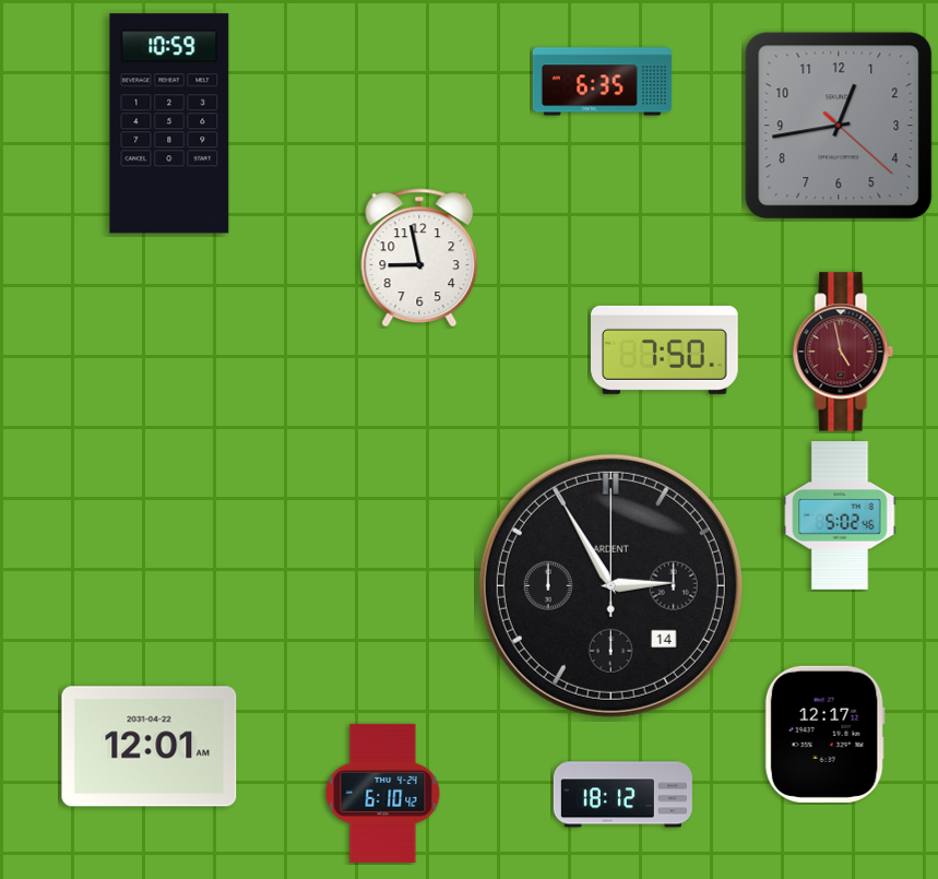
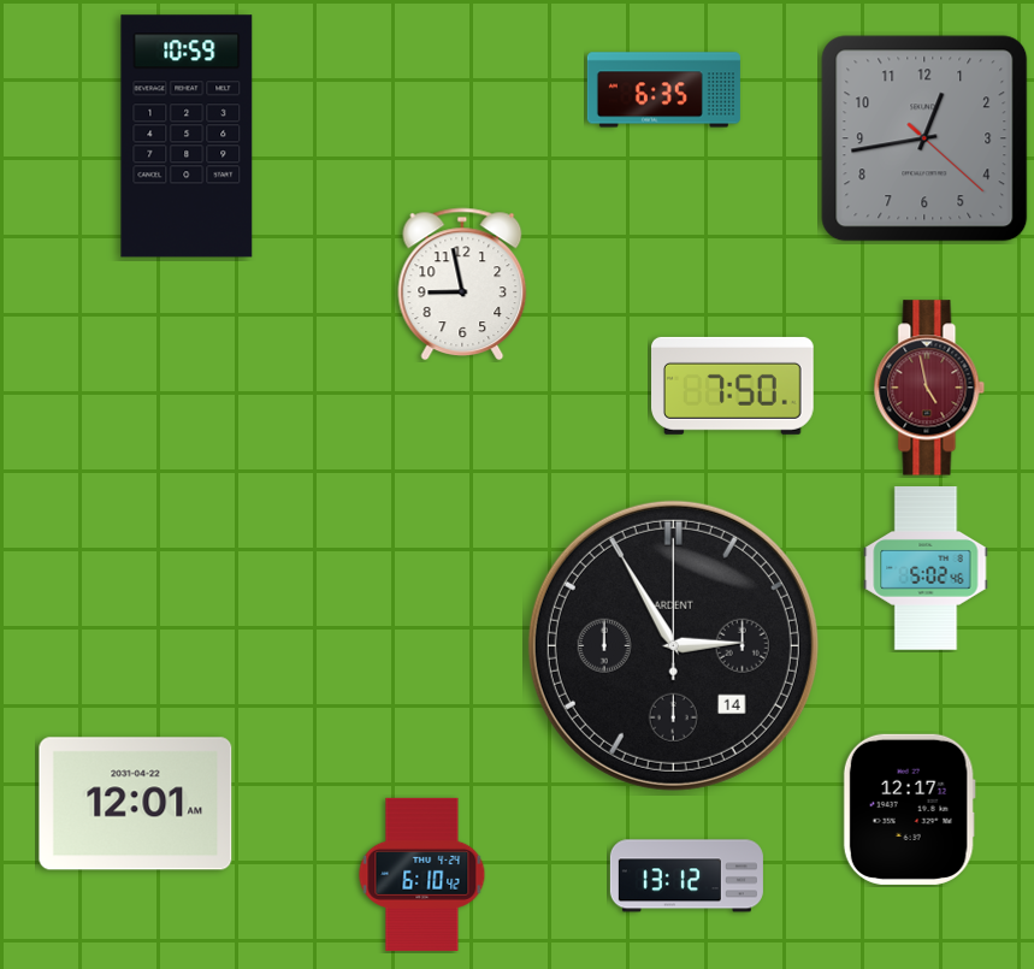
clock at (150, 747) position: (150, 747) -> (136, 804)
clock at (622, 795): 18:12 -> 13:12
